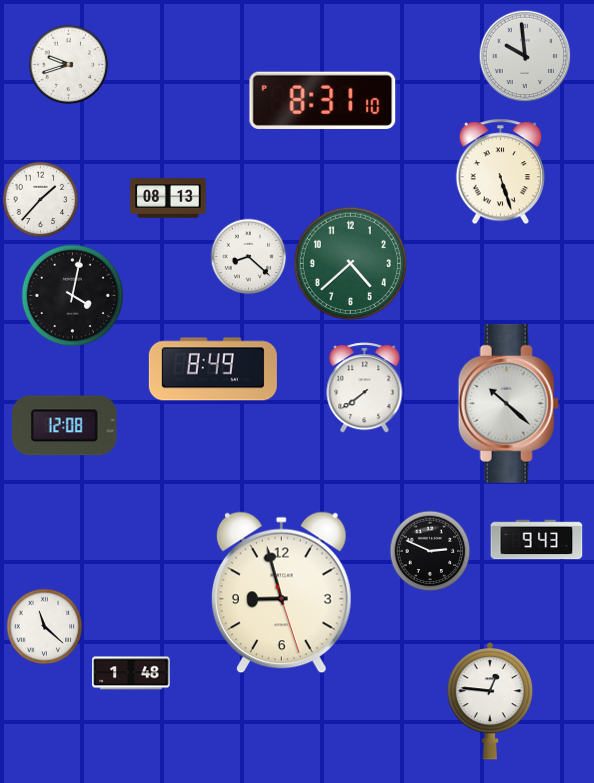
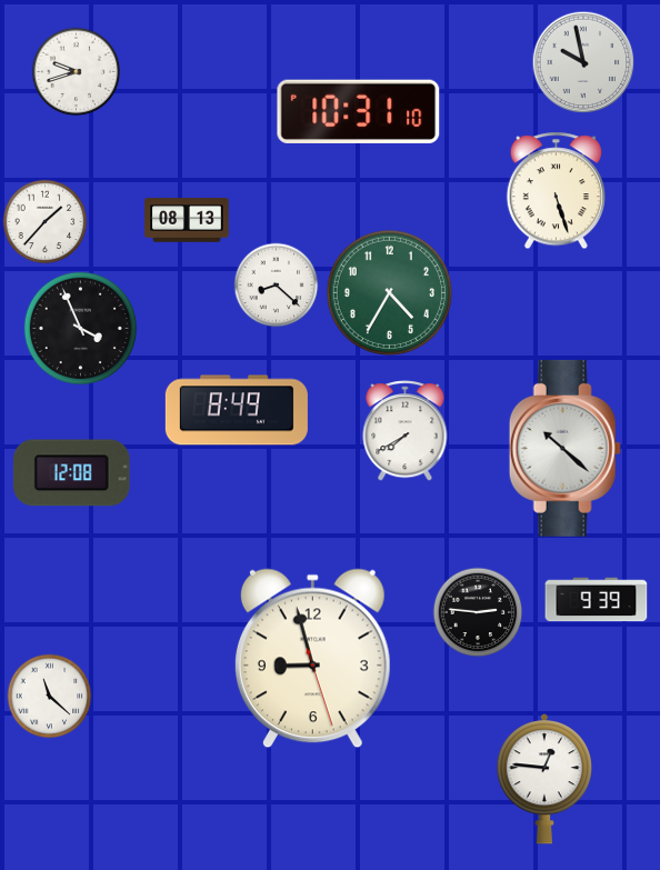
clock at (525, 56): 9:59 -> 9:58
clock at (323, 100): 8:31 -> 10:31
clock at (350, 263): 4:38 -> 4:35
clock at (72, 295): 4:02 -> 3:56
clock at (365, 388): 7:39 -> 7:40
clock at (537, 540): 9:43 -> 9:39
clock at (430, 551): 2:49 -> 2:46
clock at (131, 673): 1:48 -> none
